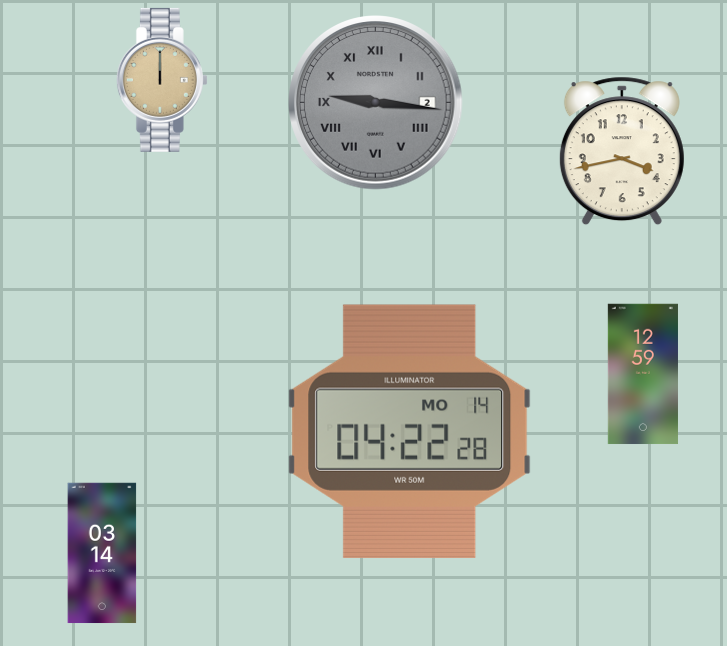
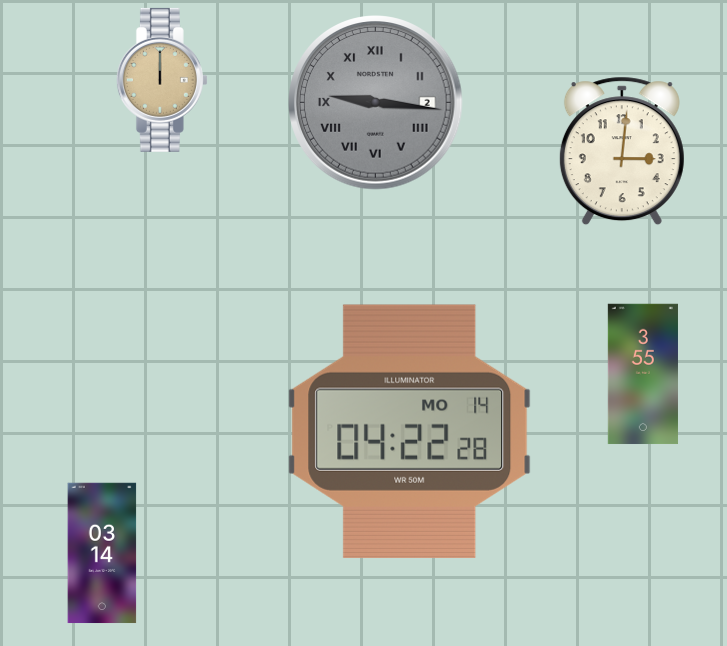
clock at (622, 151): 3:43 -> 3:01
clock at (643, 374): 12:59 -> 3:55
